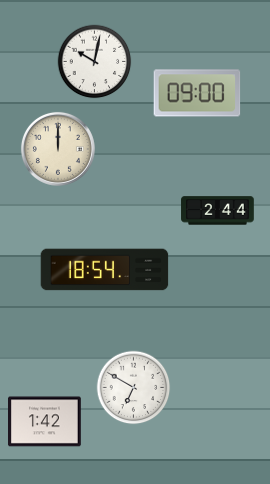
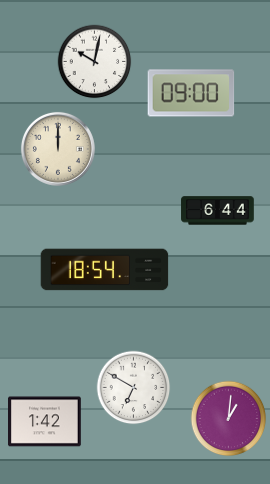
clock at (197, 93) position: (197, 93) -> (191, 93)
clock at (218, 211): 2:44 -> 6:44
clock at (229, 419): none -> 1:01
